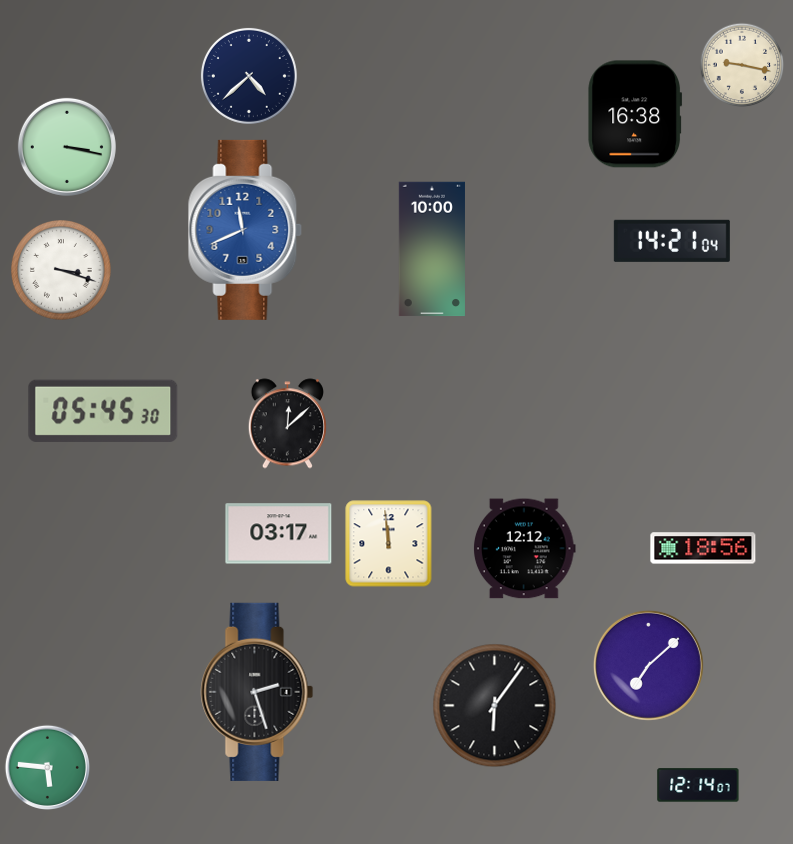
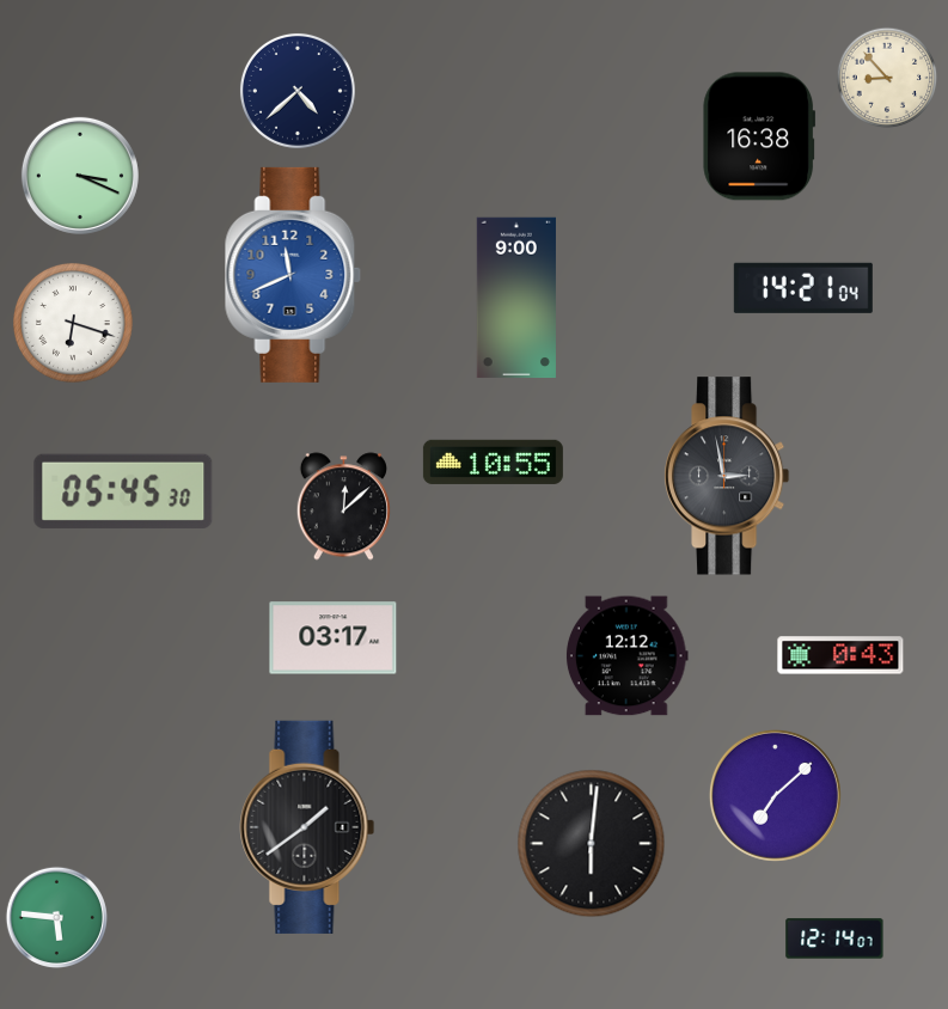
clock at (742, 65): 9:17 -> 8:53
clock at (67, 147): 3:17 -> 3:19
clock at (432, 249): 10:00 -> 9:00
clock at (62, 271): 3:18 -> 6:18
clock at (493, 461): none -> 10:55
clock at (727, 476): none -> 2:58
clock at (389, 544): 11:59 -> none
clock at (703, 548): 18:56 -> 0:43
clock at (257, 692): 2:27 -> 1:39
clock at (495, 706): 6:06 -> 6:01
